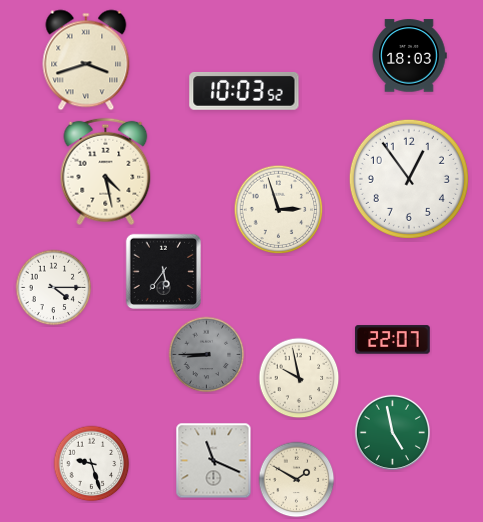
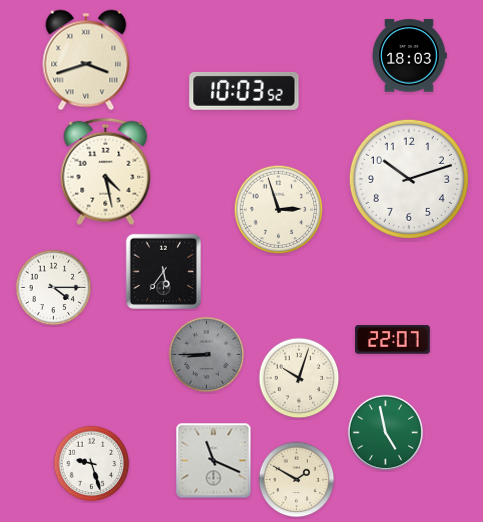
clock at (409, 179): 12:54 -> 10:12
clock at (299, 378): 9:58 -> 10:03
clock at (392, 432) position: (392, 432) -> (385, 432)
